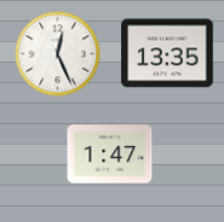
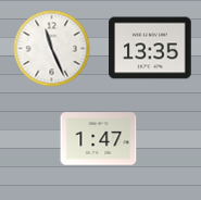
clock at (58, 54): 12:26 -> 11:26
